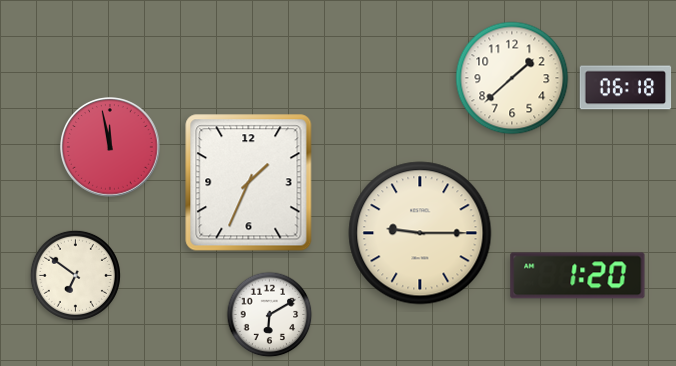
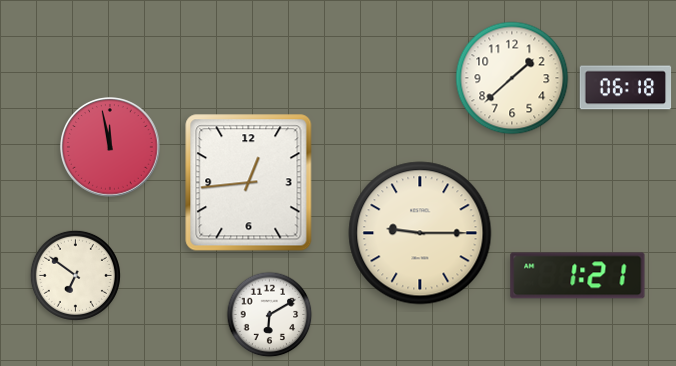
clock at (249, 183): 1:34 -> 12:44
clock at (578, 276): 1:20 -> 1:21
